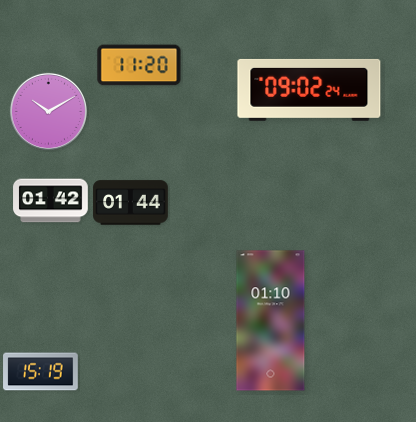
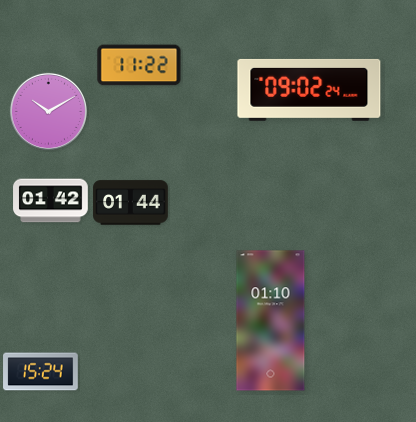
clock at (139, 65): 11:20 -> 11:22
clock at (41, 372): 15:19 -> 15:24
